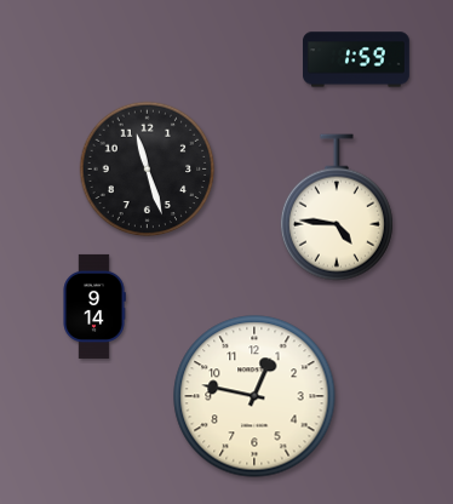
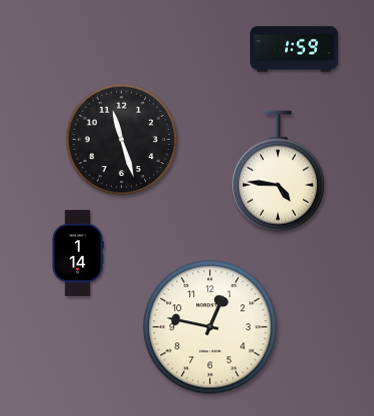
clock at (94, 307): 9:14 -> 1:14
